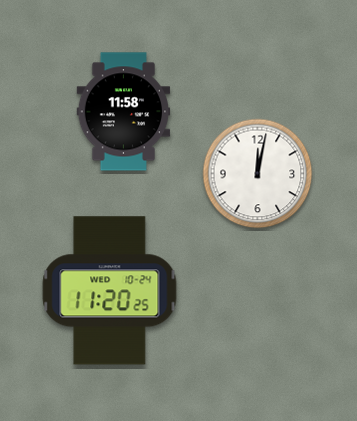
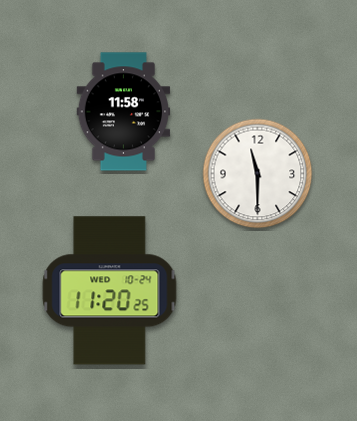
clock at (258, 174): 12:02 -> 11:30
